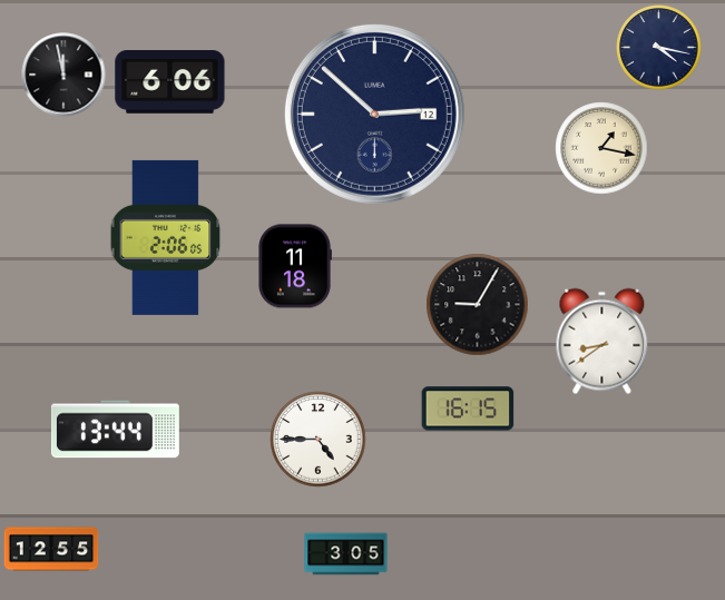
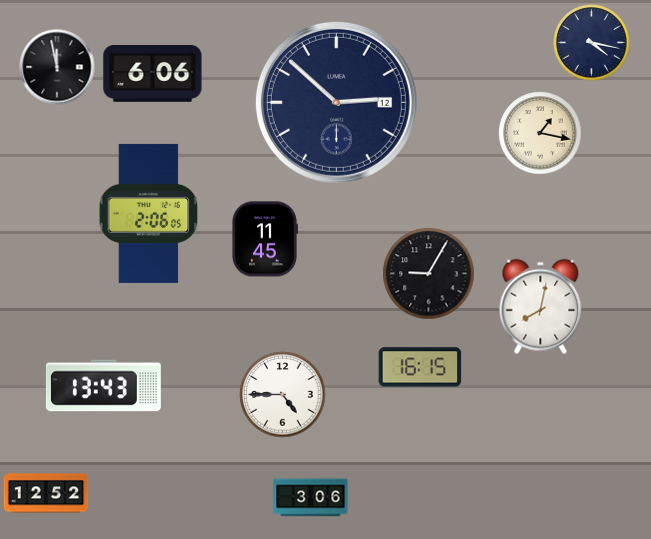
clock at (295, 266): 11:18 -> 11:45
clock at (602, 342): 8:39 -> 8:02
clock at (115, 430): 13:44 -> 13:43
clock at (319, 440) position: (319, 440) -> (283, 395)
clock at (51, 549): 12:55 -> 12:52
clock at (346, 554): 3:05 -> 3:06
